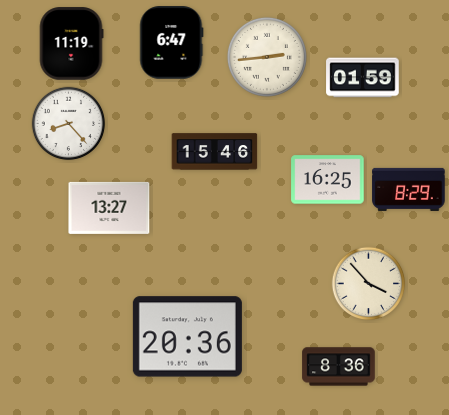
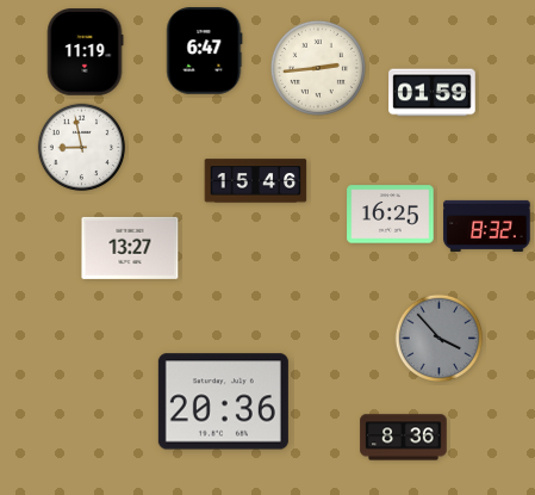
clock at (69, 124): 8:23 -> 8:58
clock at (409, 189): 8:29 -> 8:32
clock at (369, 284) dial: cream -> grey
